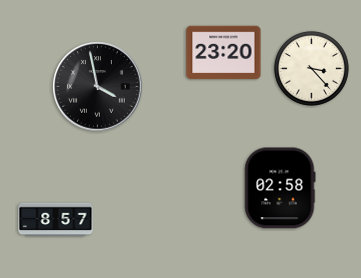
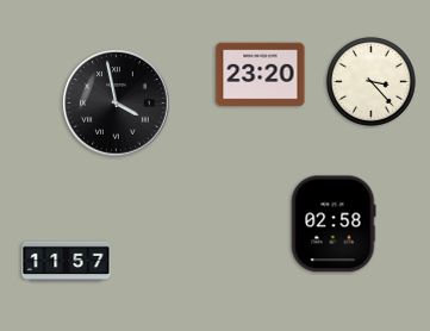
clock at (224, 53) position: (224, 53) -> (261, 75)
clock at (56, 220): 8:57 -> 11:57
